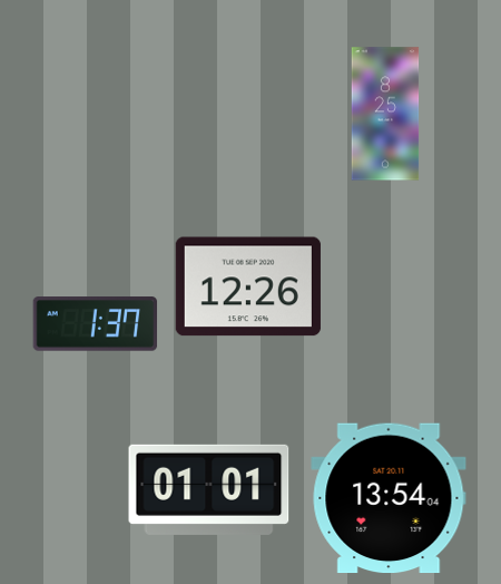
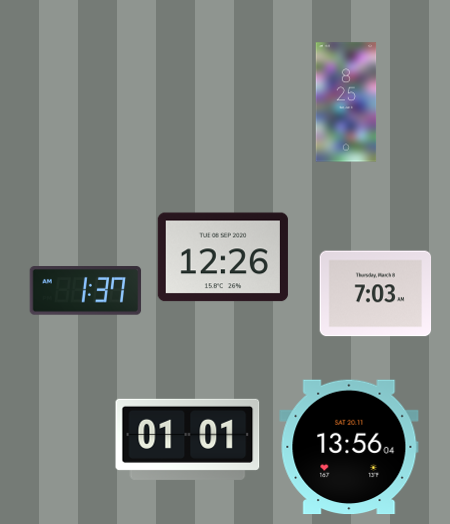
clock at (376, 294): none -> 7:03
clock at (389, 498): 13:54 -> 13:56
